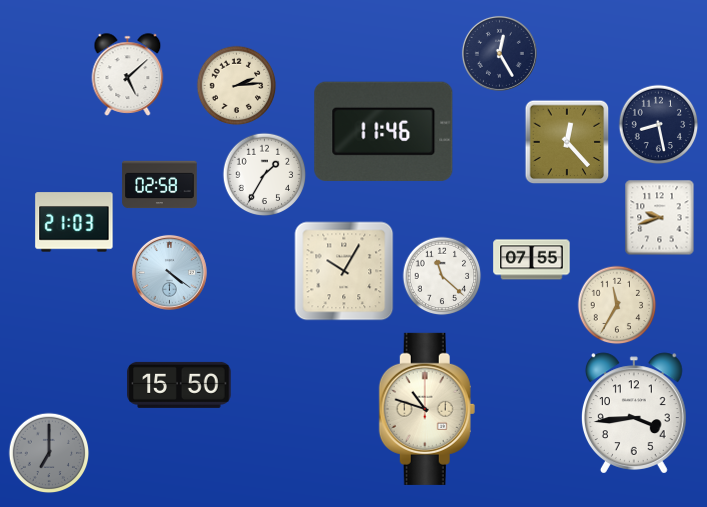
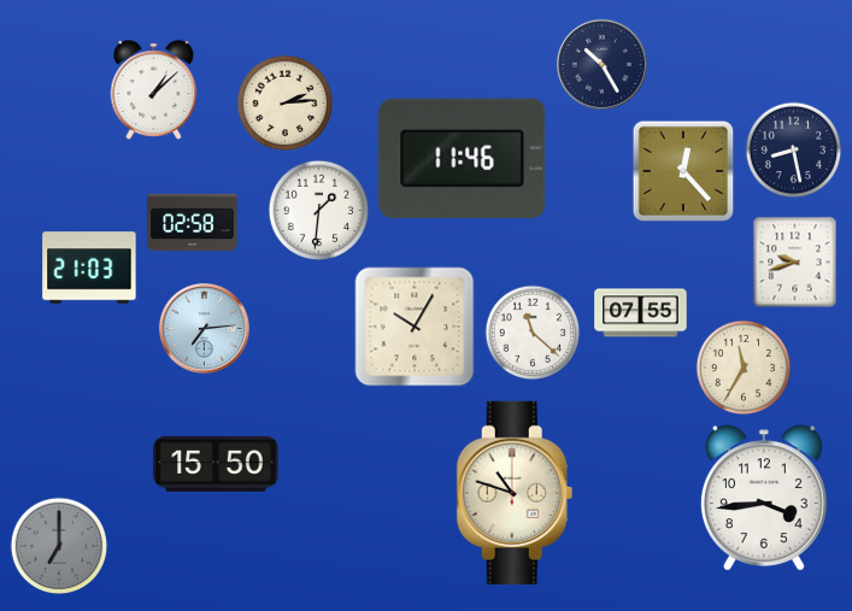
clock at (499, 53): 12:25 -> 10:25
clock at (128, 75): 5:08 -> 1:08
clock at (265, 175): 1:35 -> 1:31
clock at (169, 272): 4:21 -> 7:14
